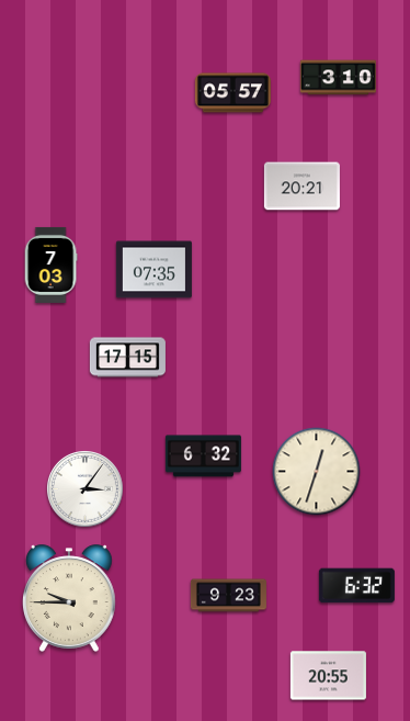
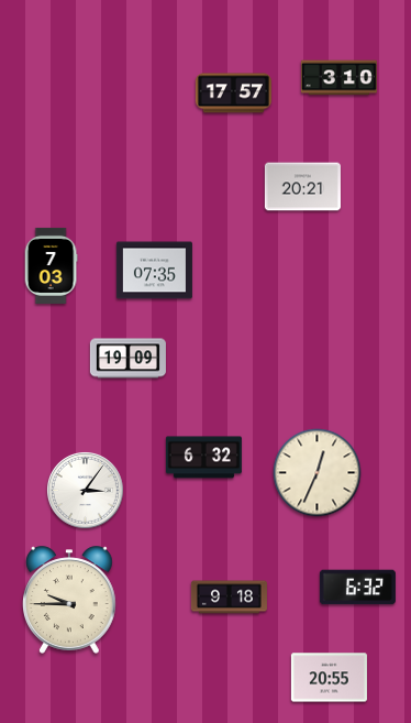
clock at (232, 93): 05:57 -> 17:57
clock at (127, 358): 17:15 -> 19:09
clock at (317, 472): 12:33 -> 12:34
clock at (228, 596): 9:23 -> 9:18
